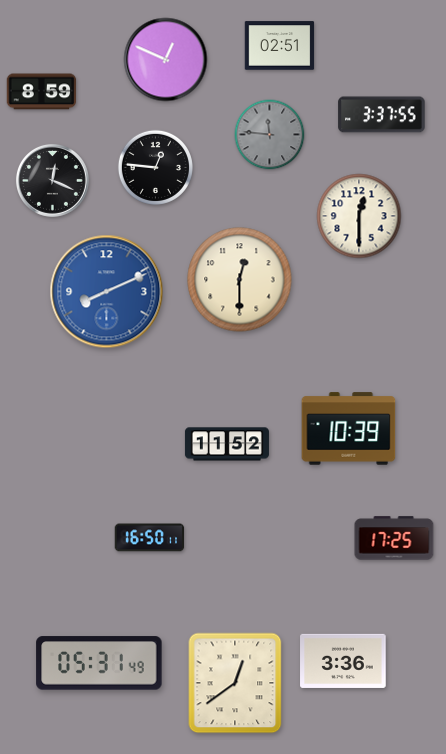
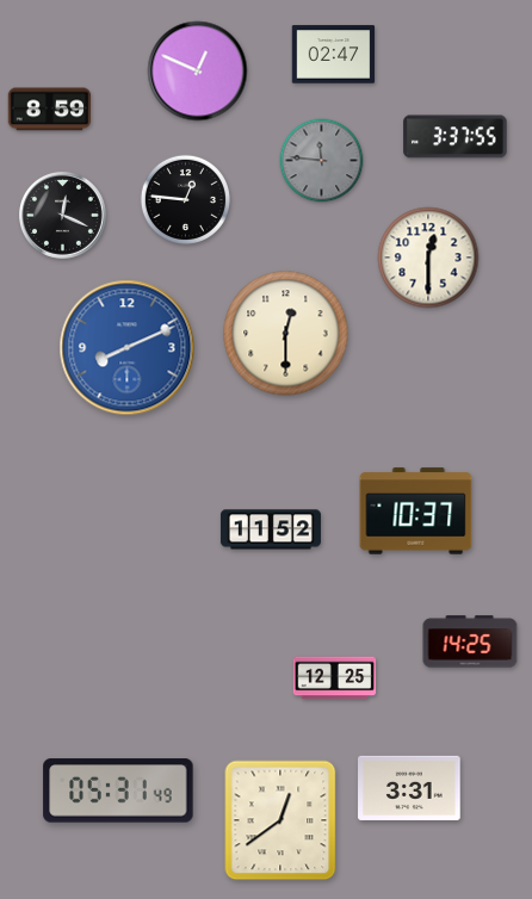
clock at (280, 46): 02:51 -> 02:47
clock at (349, 429): 10:39 -> 10:37
clock at (150, 538): 16:50 -> none
clock at (394, 538): 17:25 -> 14:25
clock at (335, 678): none -> 12:25
clock at (343, 661): 3:36 -> 3:31
clock at (235, 683) position: (235, 683) -> (280, 820)
